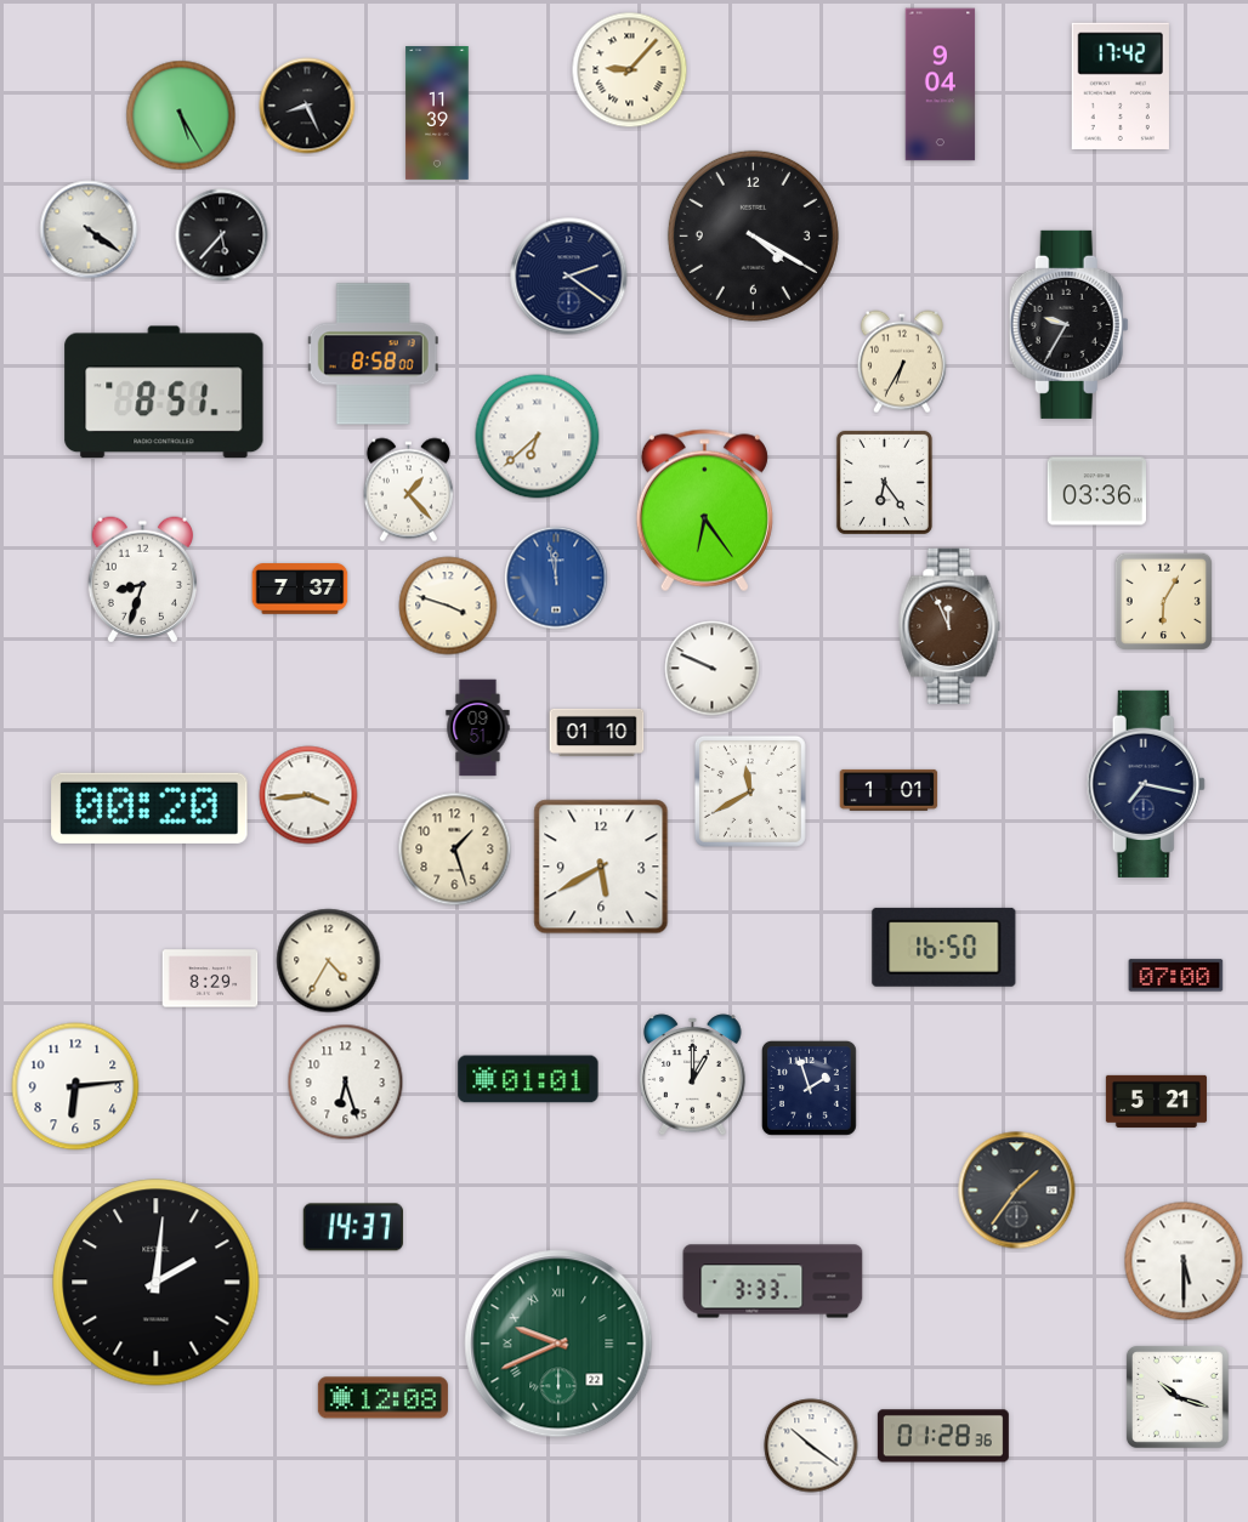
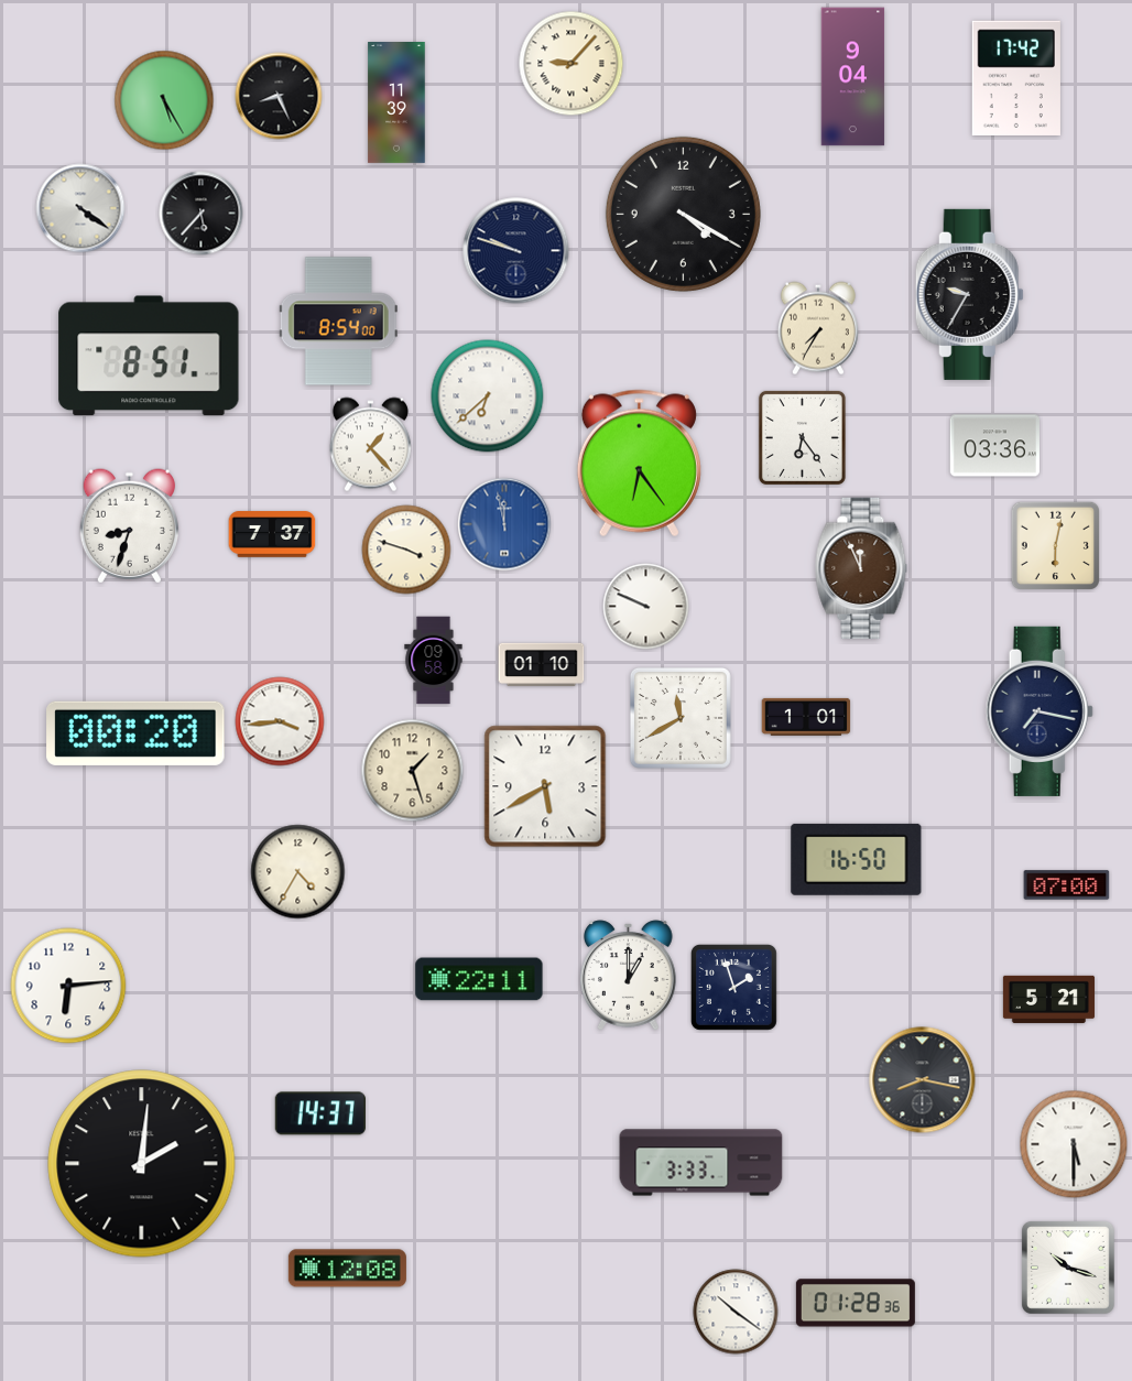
clock at (181, 115) position: (181, 115) -> (164, 100)
clock at (569, 277): 2:21 -> 9:48
clock at (373, 354): 8:58 -> 8:54
clock at (902, 362): 6:35 -> 7:35
clock at (1163, 601): 6:05 -> 6:02
clock at (478, 728): 09:51 -> 09:58
clock at (210, 978): 8:29 -> none
clock at (528, 1079): 01:01 -> 22:11
clock at (346, 1083): 6:27 -> none
clock at (1017, 1191): 1:36 -> 8:17
clock at (558, 1344): 9:41 -> none
